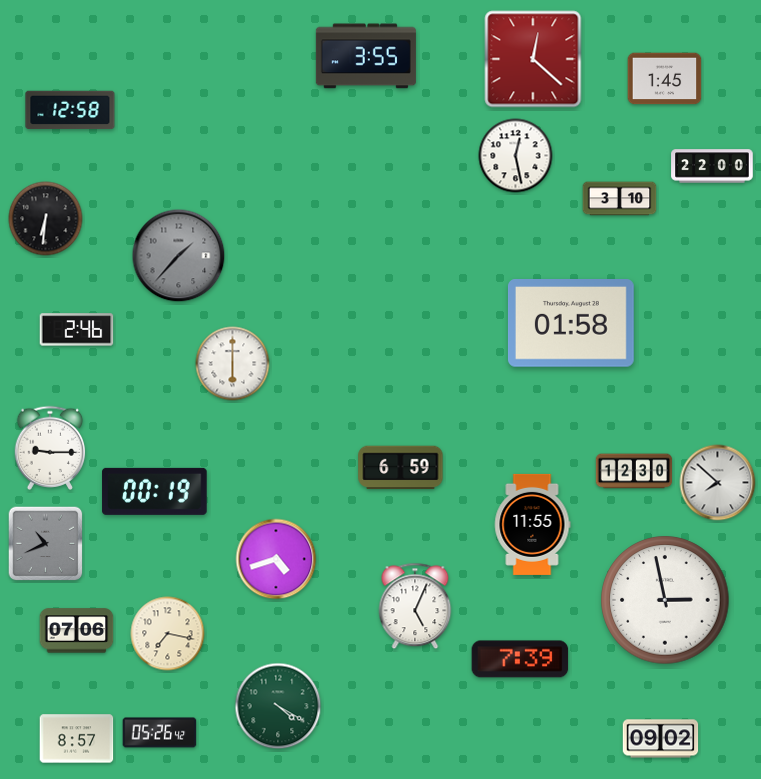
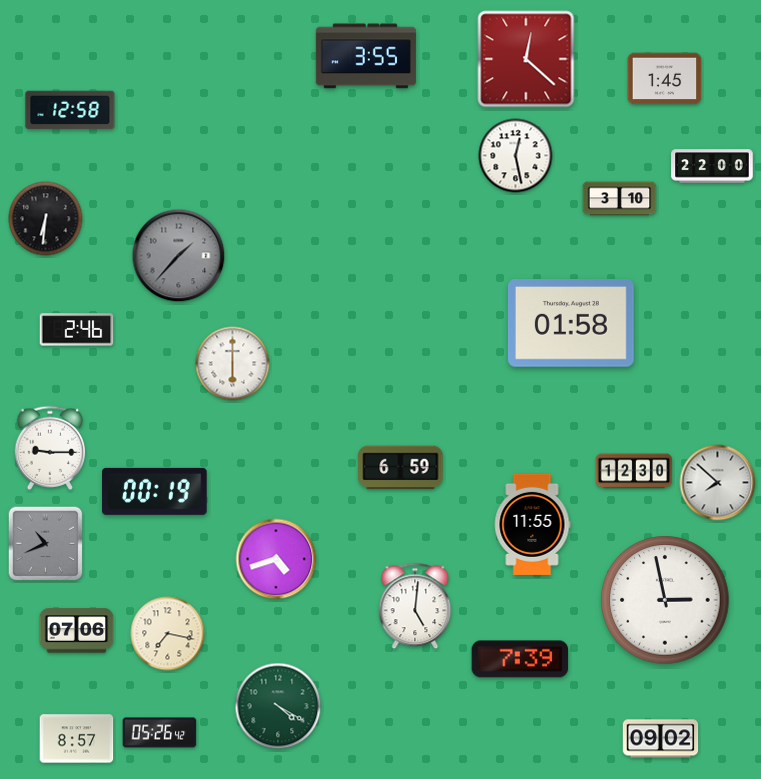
clock at (533, 59) position: (533, 59) -> (526, 59)
clock at (415, 606): 5:04 -> 5:01
